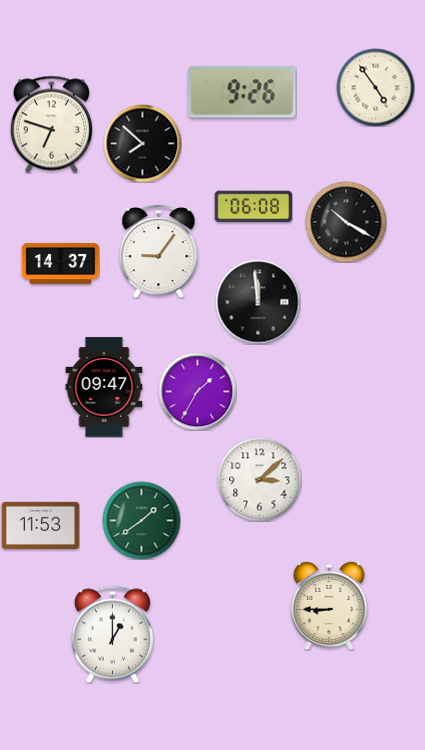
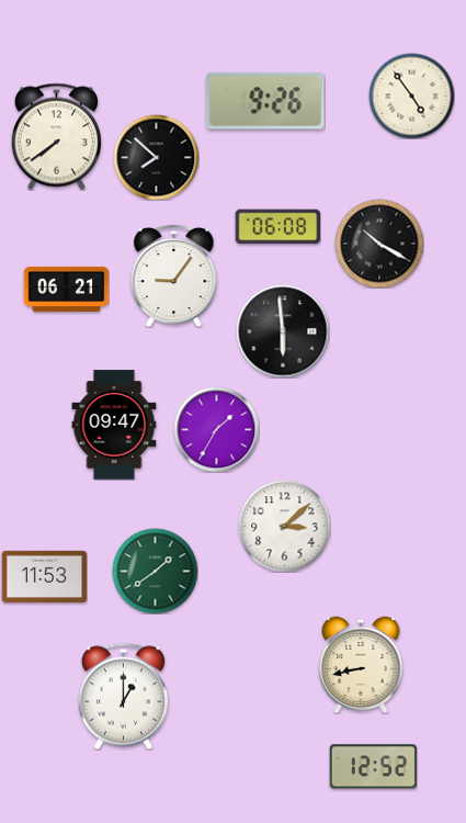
clock at (51, 124): 6:48 -> 7:39
clock at (60, 263): 14:37 -> 06:21
clock at (258, 302): 11:59 -> 5:59
clock at (329, 605): 8:45 -> 8:43
clock at (373, 767): none -> 12:52
